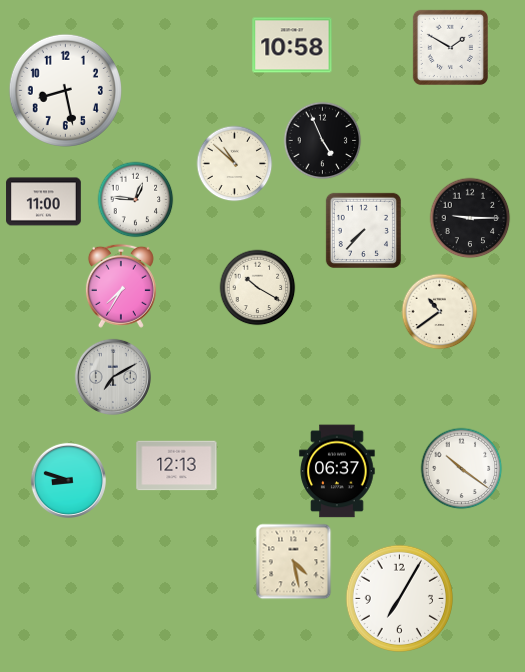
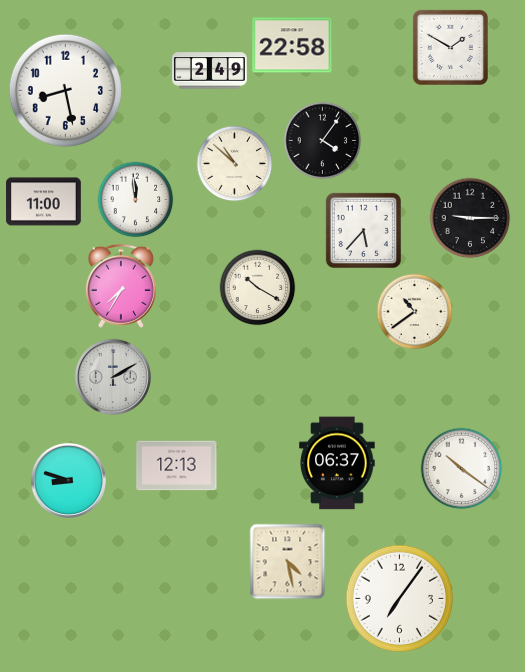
clock at (292, 45): 10:58 -> 22:58
clock at (210, 71): none -> 2:49
clock at (323, 141): 4:56 -> 4:06
clock at (136, 200): 12:46 -> 11:59
clock at (363, 230): 7:37 -> 5:37
clock at (440, 312) position: (440, 312) -> (415, 312)
clock at (113, 377): 7:10 -> 2:10
clock at (337, 471) position: (337, 471) -> (337, 463)
clock at (294, 562) position: (294, 562) -> (288, 562)
clock at (399, 598): 7:05 -> 7:06
